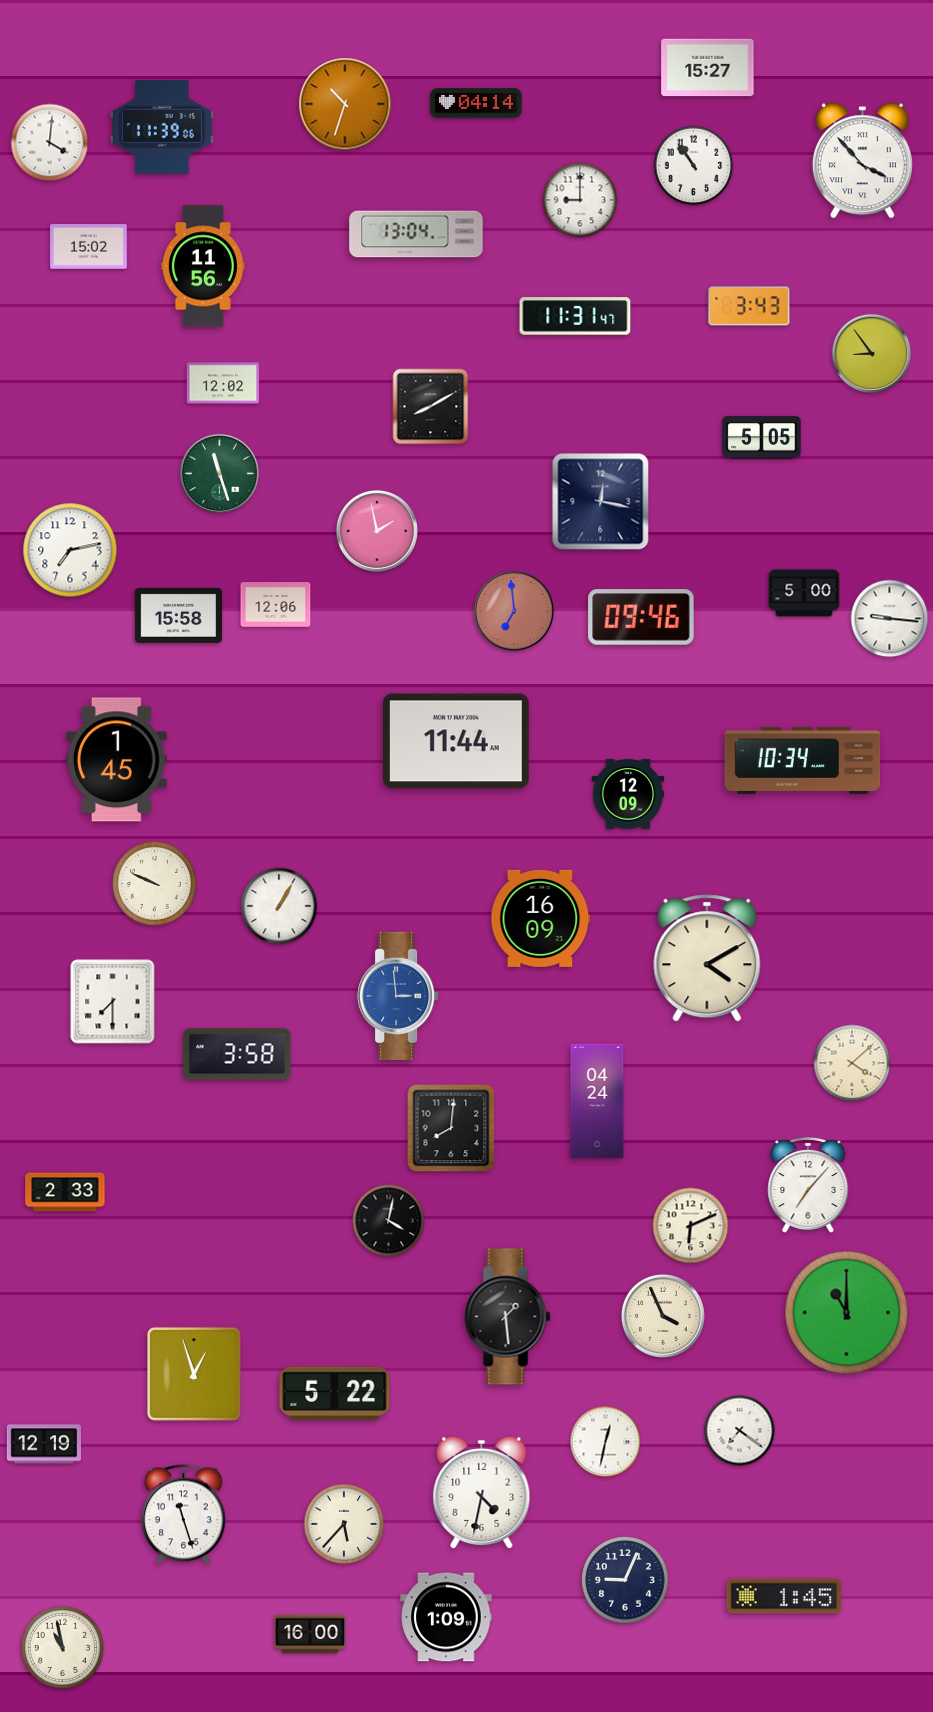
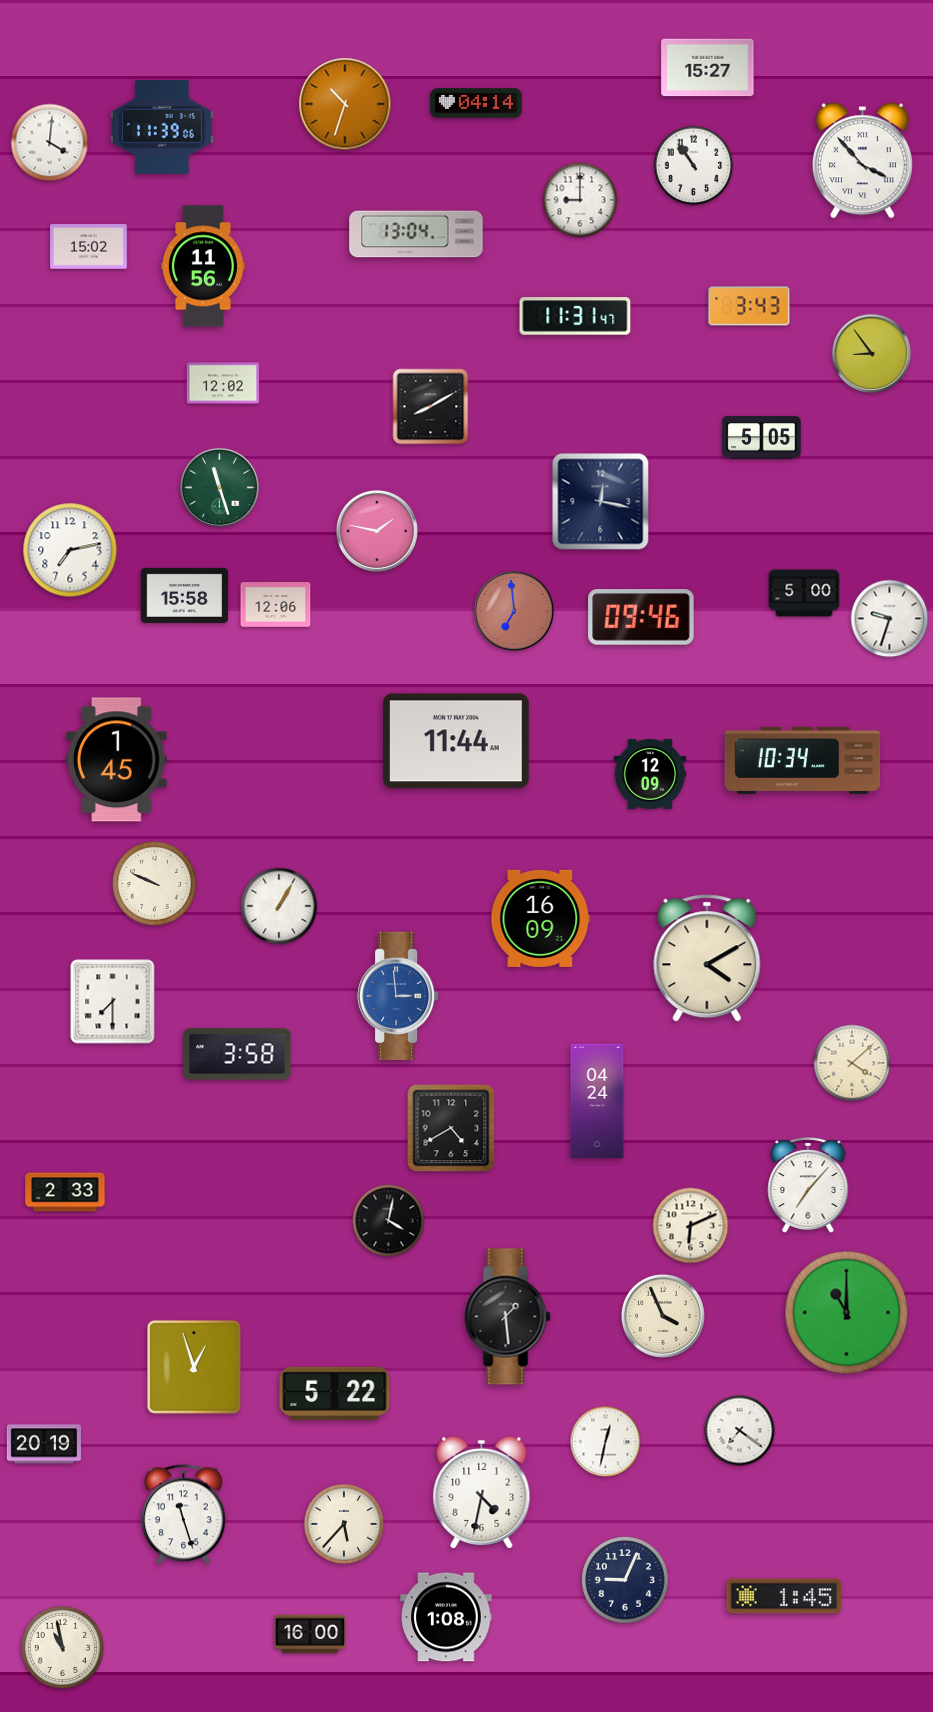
clock at (219, 473) position: (219, 473) -> (219, 487)
clock at (377, 531): 1:58 -> 1:47
clock at (179, 615) position: (179, 615) -> (185, 595)
clock at (890, 619): 9:16 -> 9:33
clock at (628, 794) position: (628, 794) -> (650, 774)
clock at (451, 1128): 8:01 -> 4:40
clock at (194, 1374) position: (194, 1374) -> (194, 1367)
clock at (43, 1444): 12:19 -> 20:19
clock at (446, 1617): 1:09 -> 1:08
